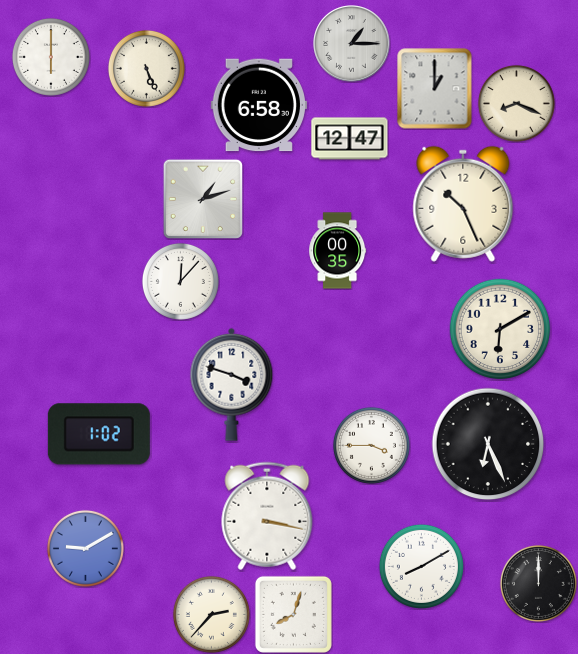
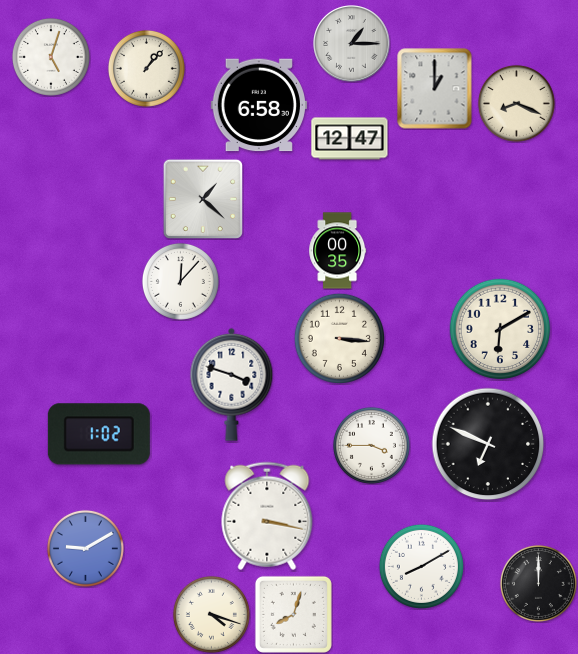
clock at (51, 57): 6:00 -> 5:03
clock at (146, 68): 5:26 -> 1:07
clock at (202, 198): 1:12 -> 1:22
clock at (463, 204): 10:26 -> none
clock at (339, 338): none -> 3:16
clock at (488, 444): 6:26 -> 6:49
clock at (211, 614): 2:37 -> 4:18
